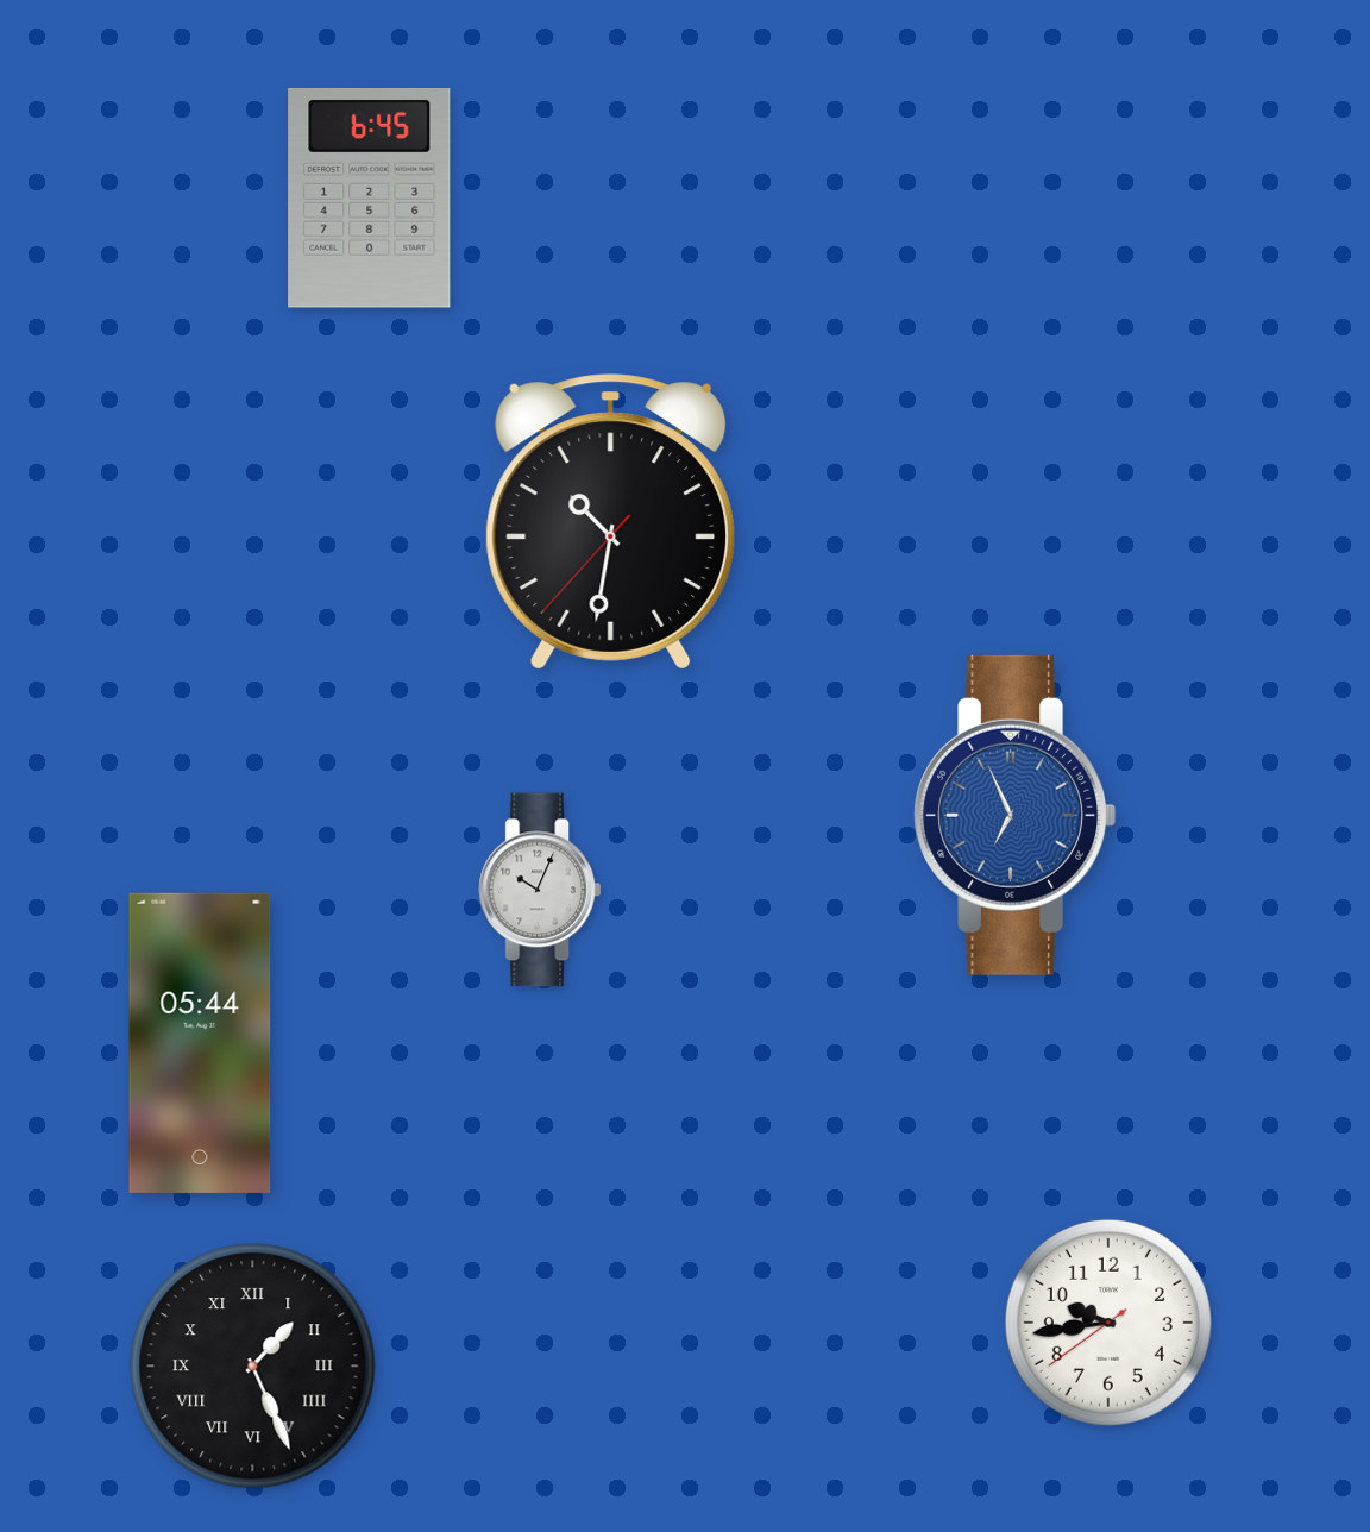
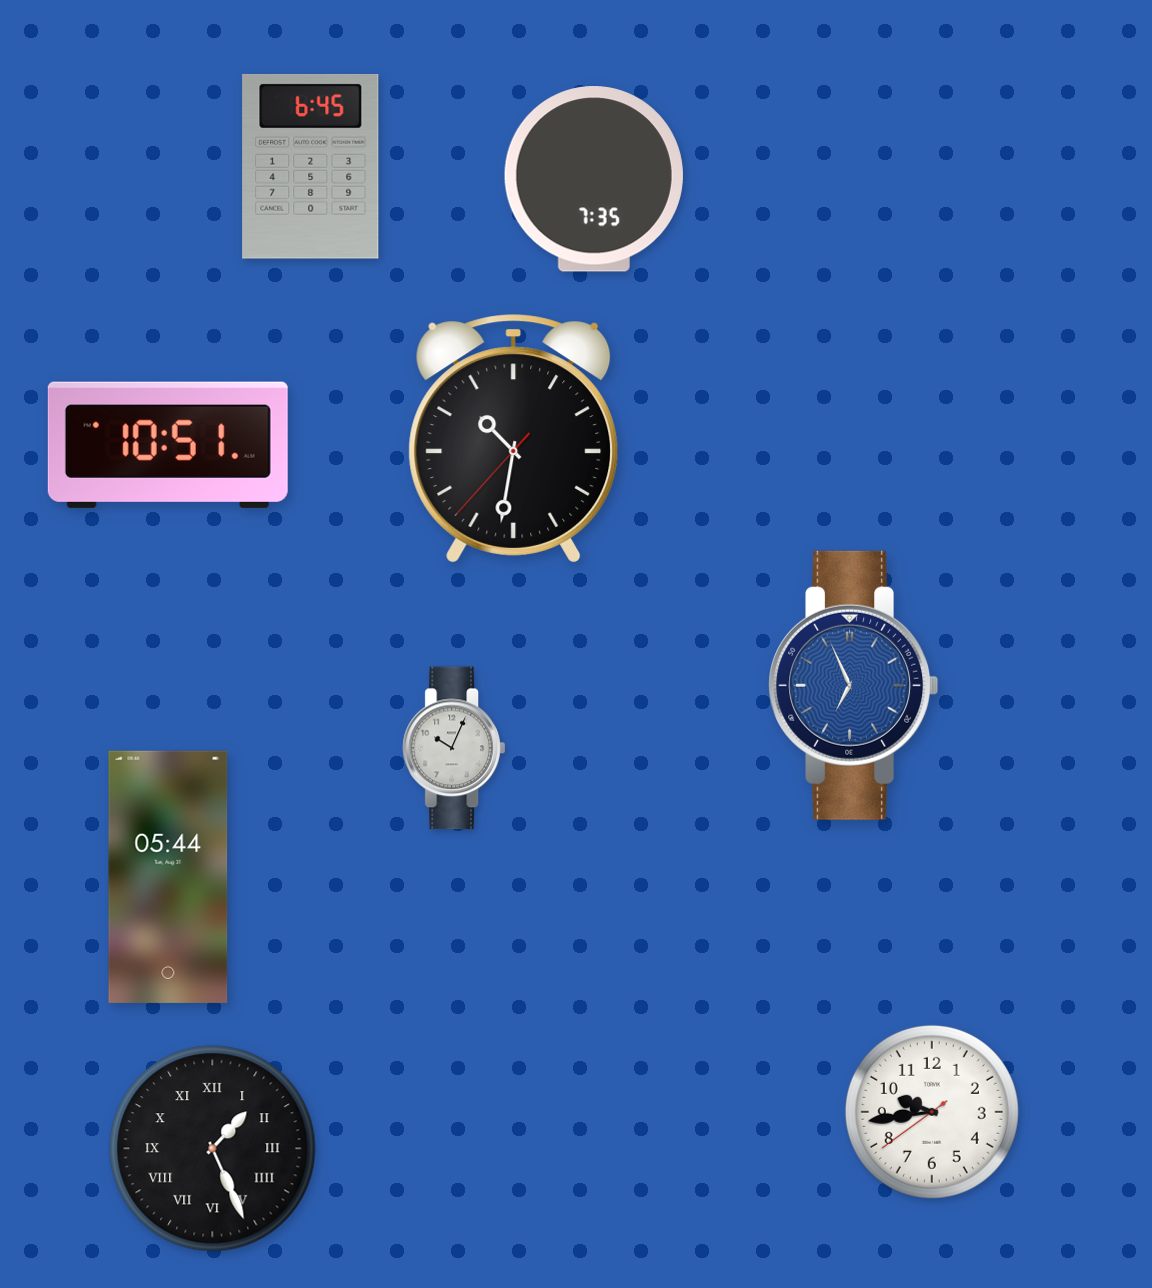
clock at (594, 179): none -> 7:35
clock at (168, 445): none -> 10:51
